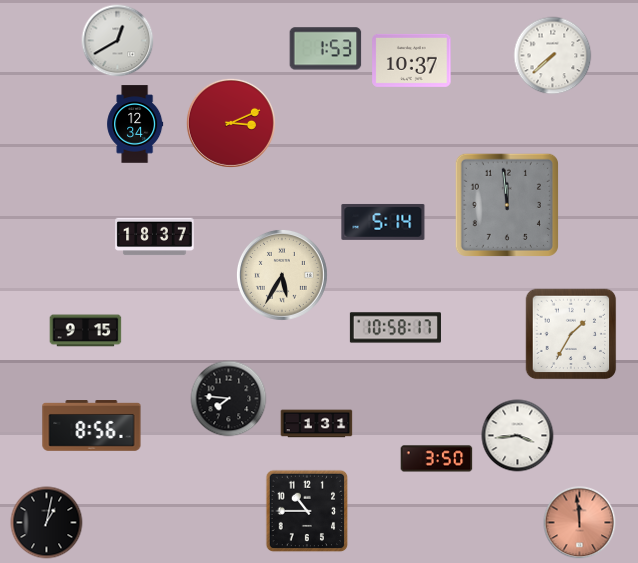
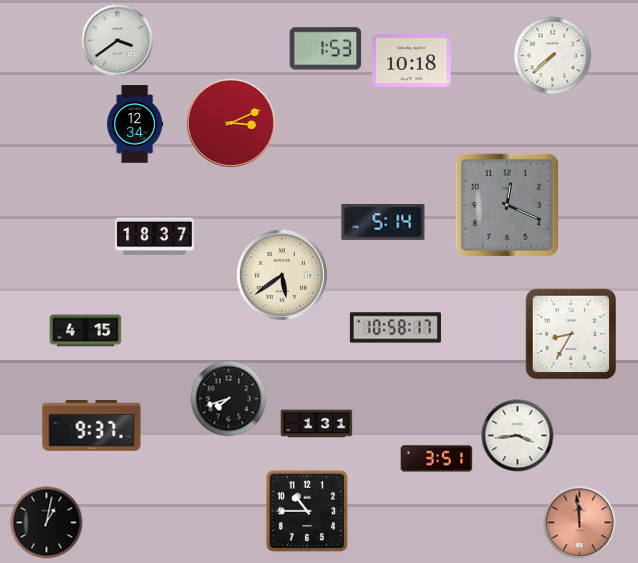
clock at (118, 41): 12:40 -> 3:39
clock at (412, 60): 10:37 -> 10:18
clock at (507, 205): 11:59 -> 12:19
clock at (282, 275): 5:35 -> 5:39
clock at (86, 331): 9:15 -> 4:15
clock at (571, 334): 1:35 -> 8:35
clock at (229, 399): 7:46 -> 7:42
clock at (92, 426): 8:56 -> 9:37
clock at (437, 459): 3:50 -> 3:51
